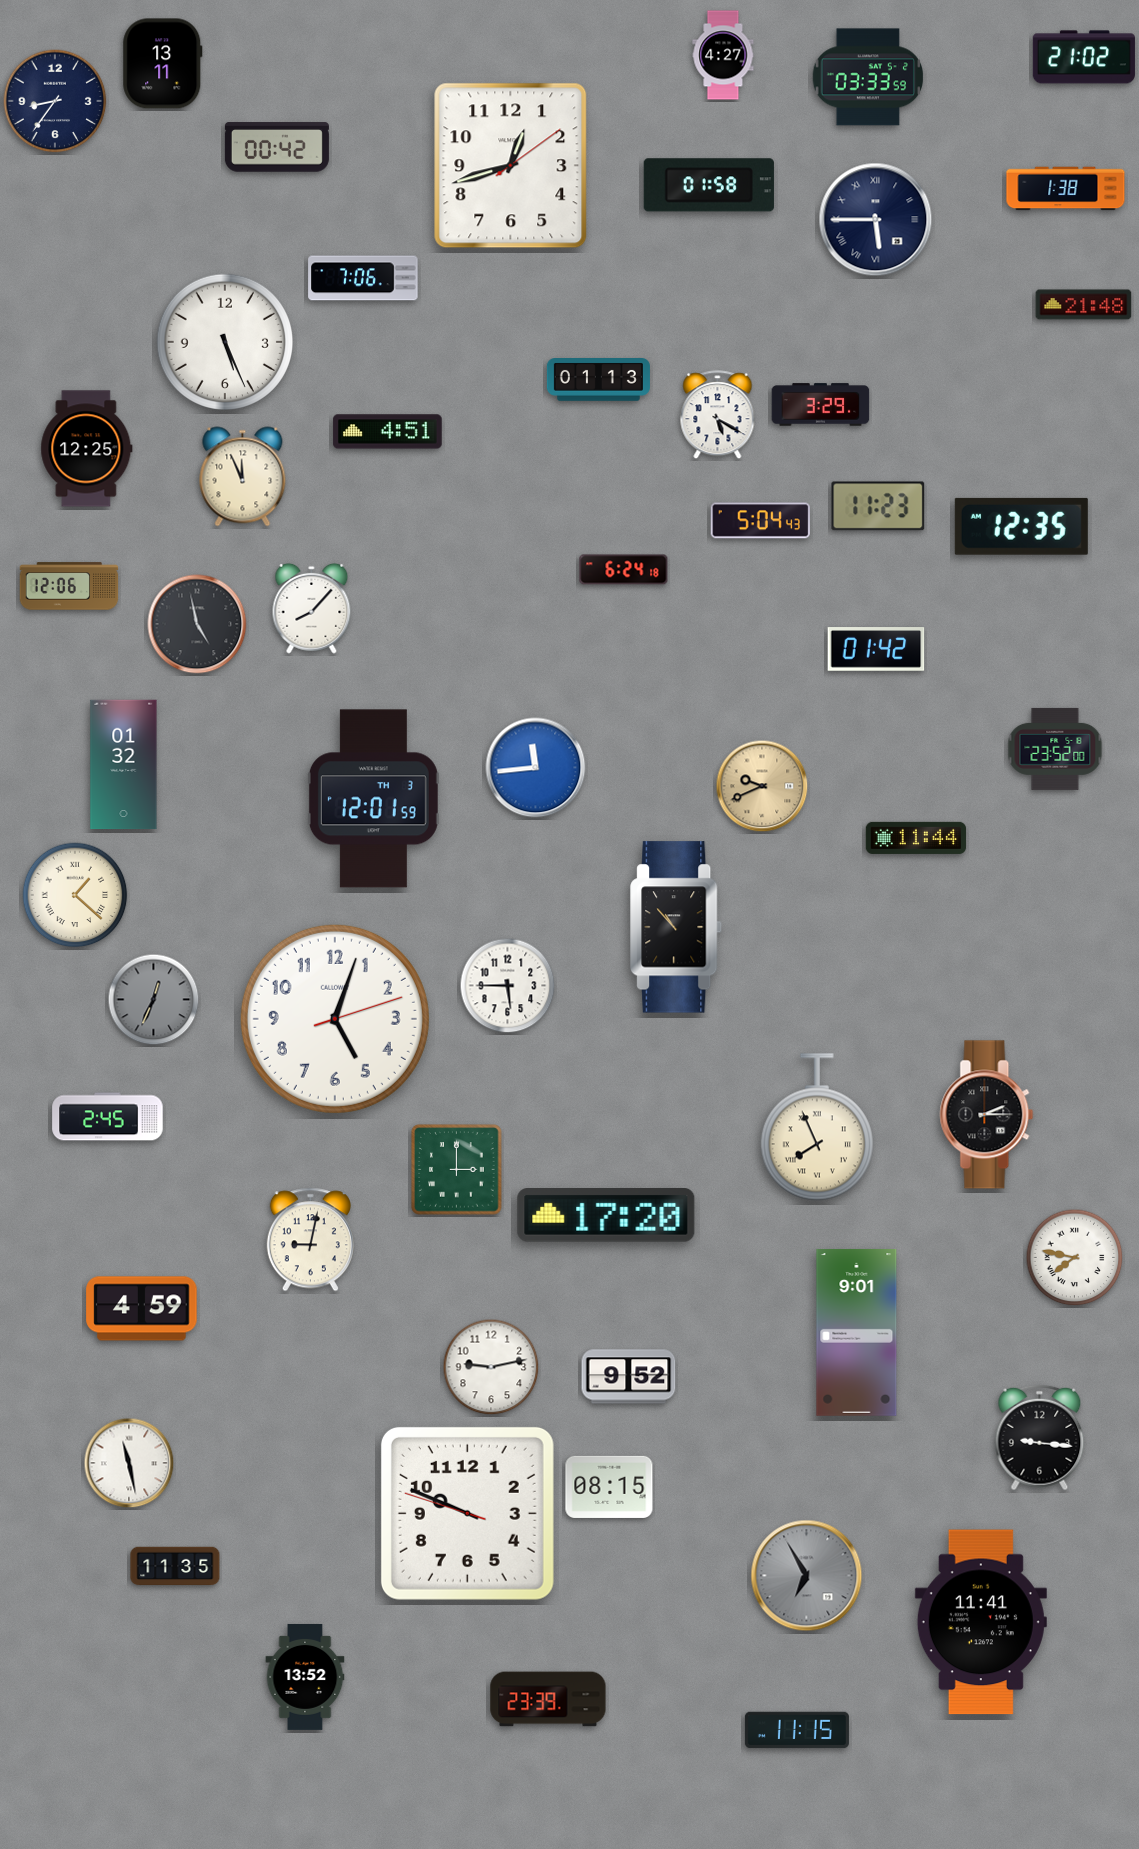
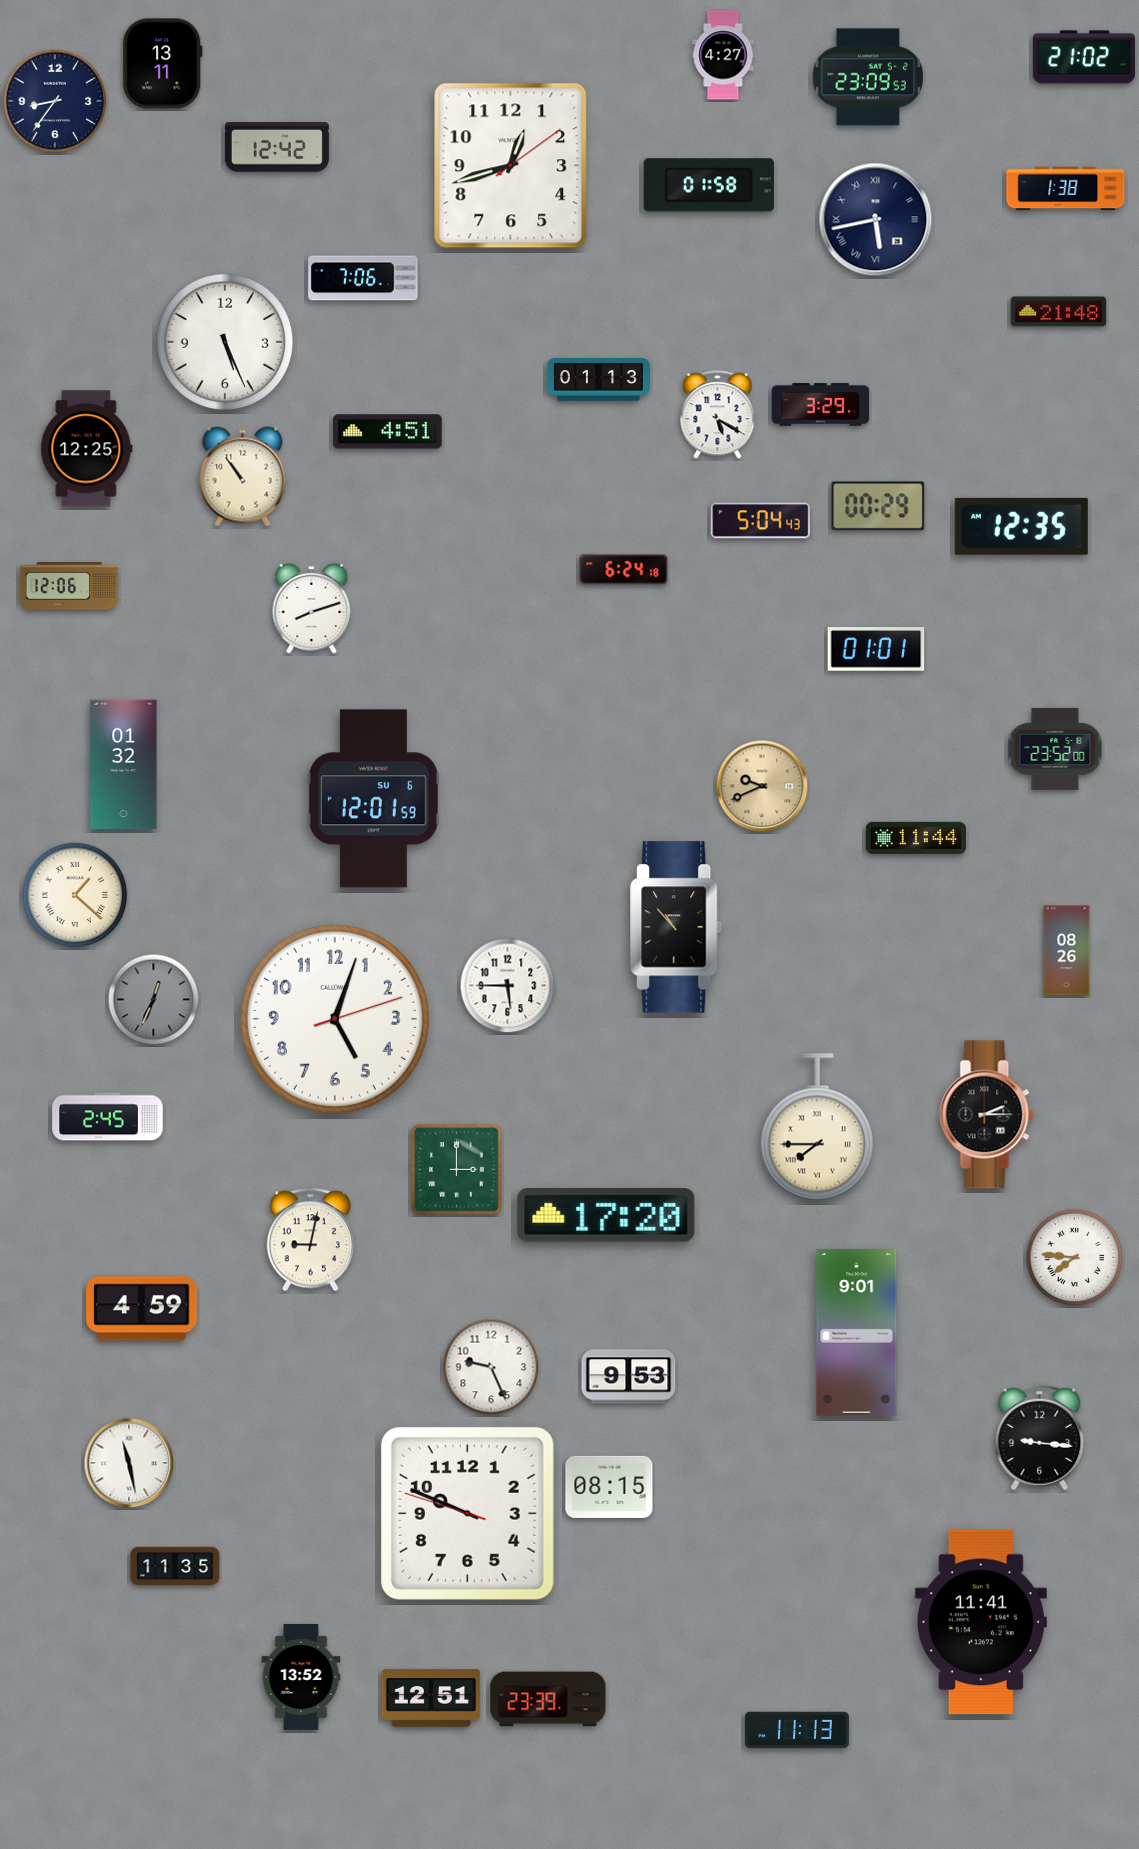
clock at (867, 77): 03:33 -> 23:09
clock at (277, 147): 00:42 -> 12:42
clock at (876, 220): 5:45 -> 5:43
clock at (1084, 305) position: (1084, 305) -> (1059, 312)
clock at (243, 477): 11:56 -> 10:54
clock at (878, 506): 11:23 -> 00:29
clock at (312, 608): 8:07 -> 8:12
clock at (197, 624): 4:58 -> none
clock at (876, 649): 01:42 -> 01:01
clock at (536, 768): 11:44 -> none
clock at (373, 799) date: TH 3 -> SU 6
clock at (1067, 951): none -> 08:26
clock at (817, 1127): 7:56 -> 7:45
clock at (1075, 1258): 7:47 -> 7:46
clock at (491, 1367): 9:13 -> 9:26
clock at (629, 1377): 9:52 -> 9:53
clock at (807, 1576): 6:55 -> none
clock at (305, 1677) position: (305, 1677) -> (301, 1677)
clock at (431, 1698): none -> 12:51
clock at (797, 1730): 11:15 -> 11:13
